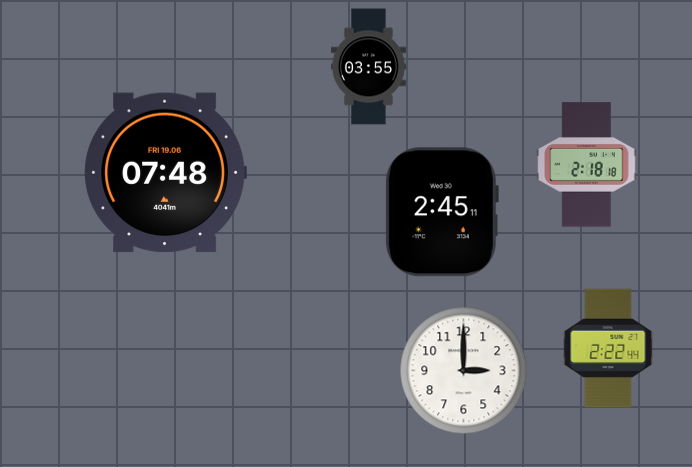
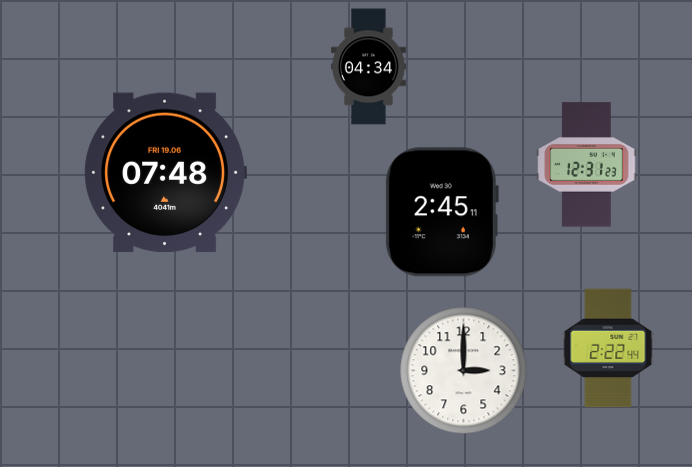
clock at (368, 67): 03:55 -> 04:34
clock at (587, 165): 2:18 -> 12:31
